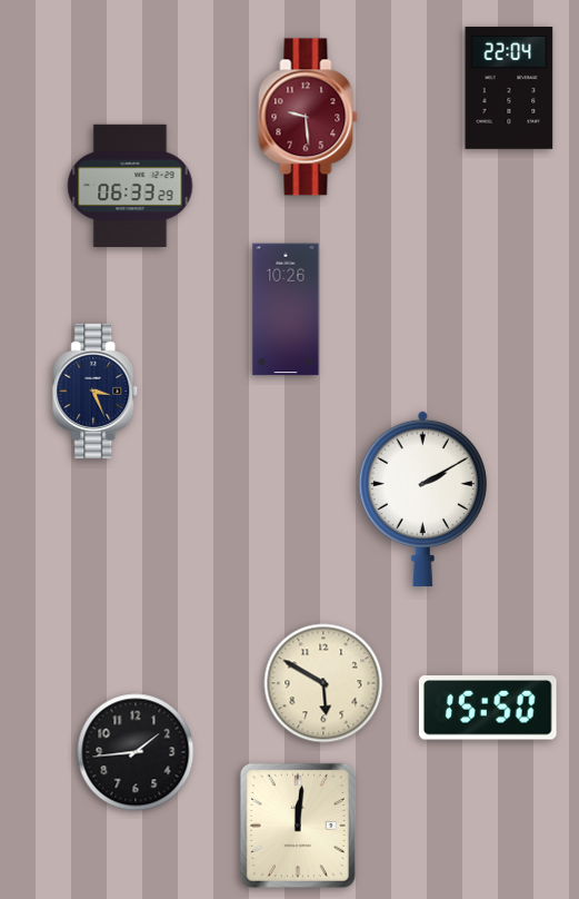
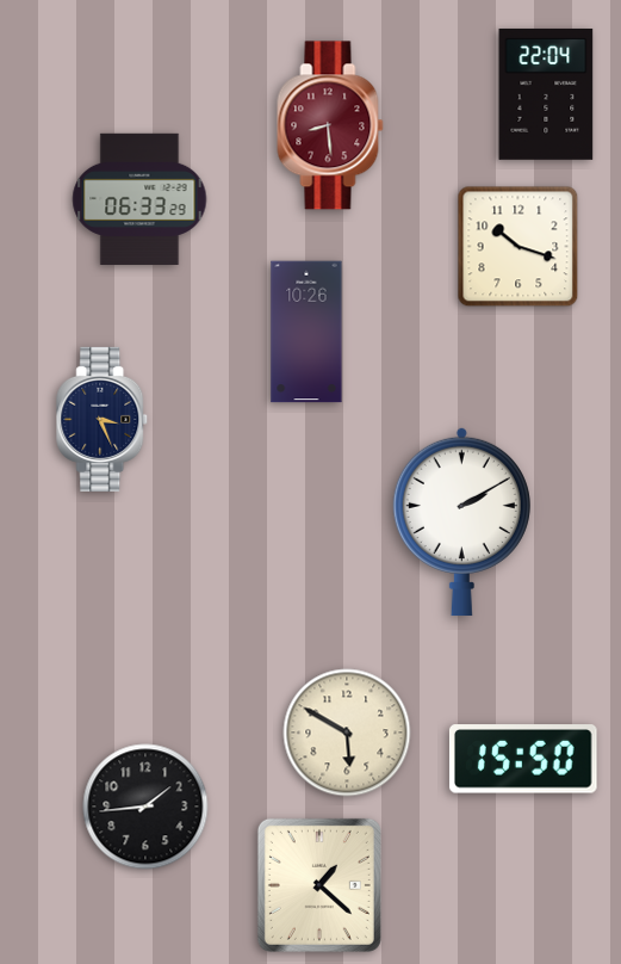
clock at (308, 117): 9:29 -> 8:29
clock at (518, 247): none -> 10:18
clock at (422, 498) position: (422, 498) -> (461, 521)
clock at (298, 826): 12:01 -> 1:22
